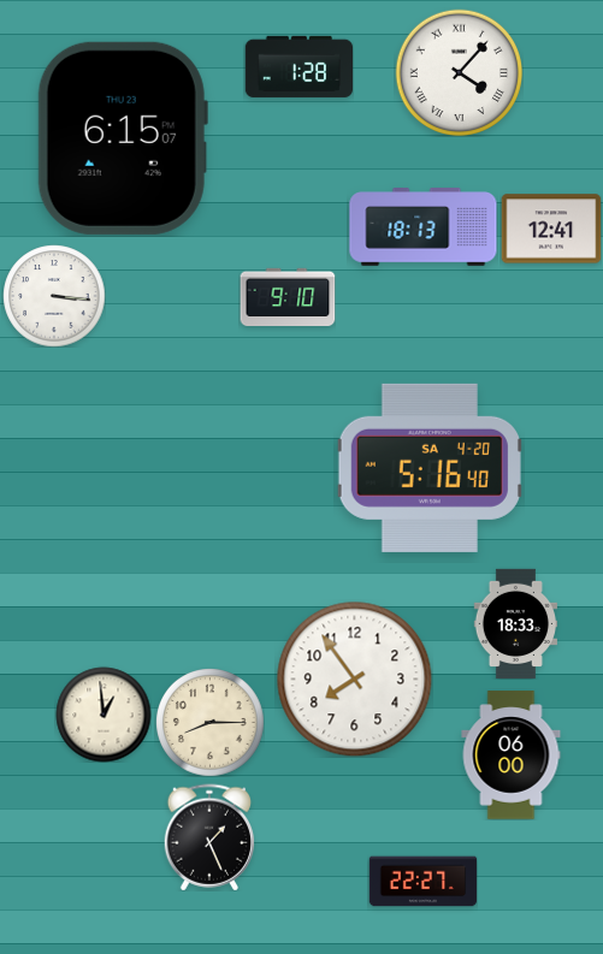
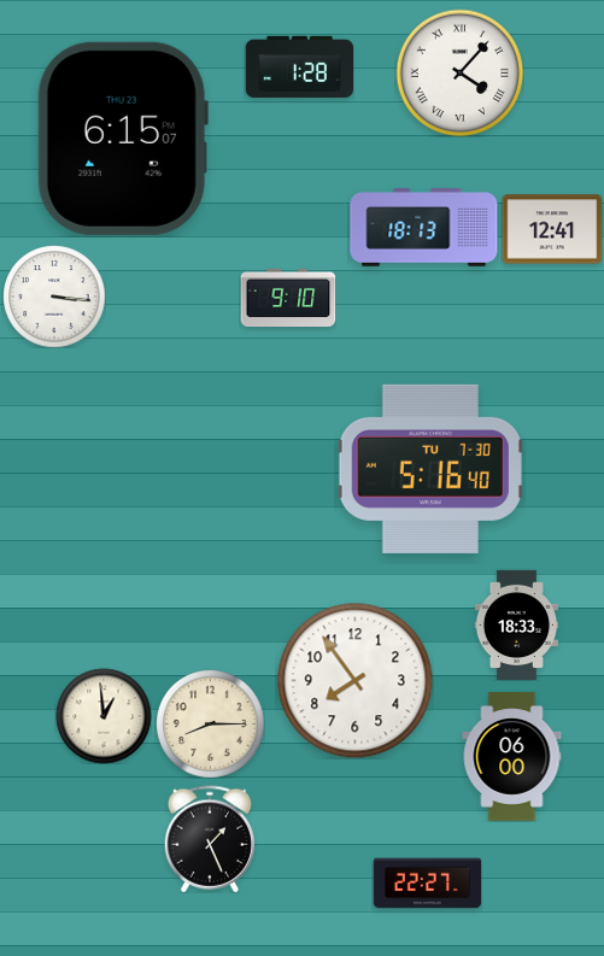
clock at (430, 468) date: SA 4-20 -> TU 7-30
clock at (422, 882) position: (422, 882) -> (427, 884)
